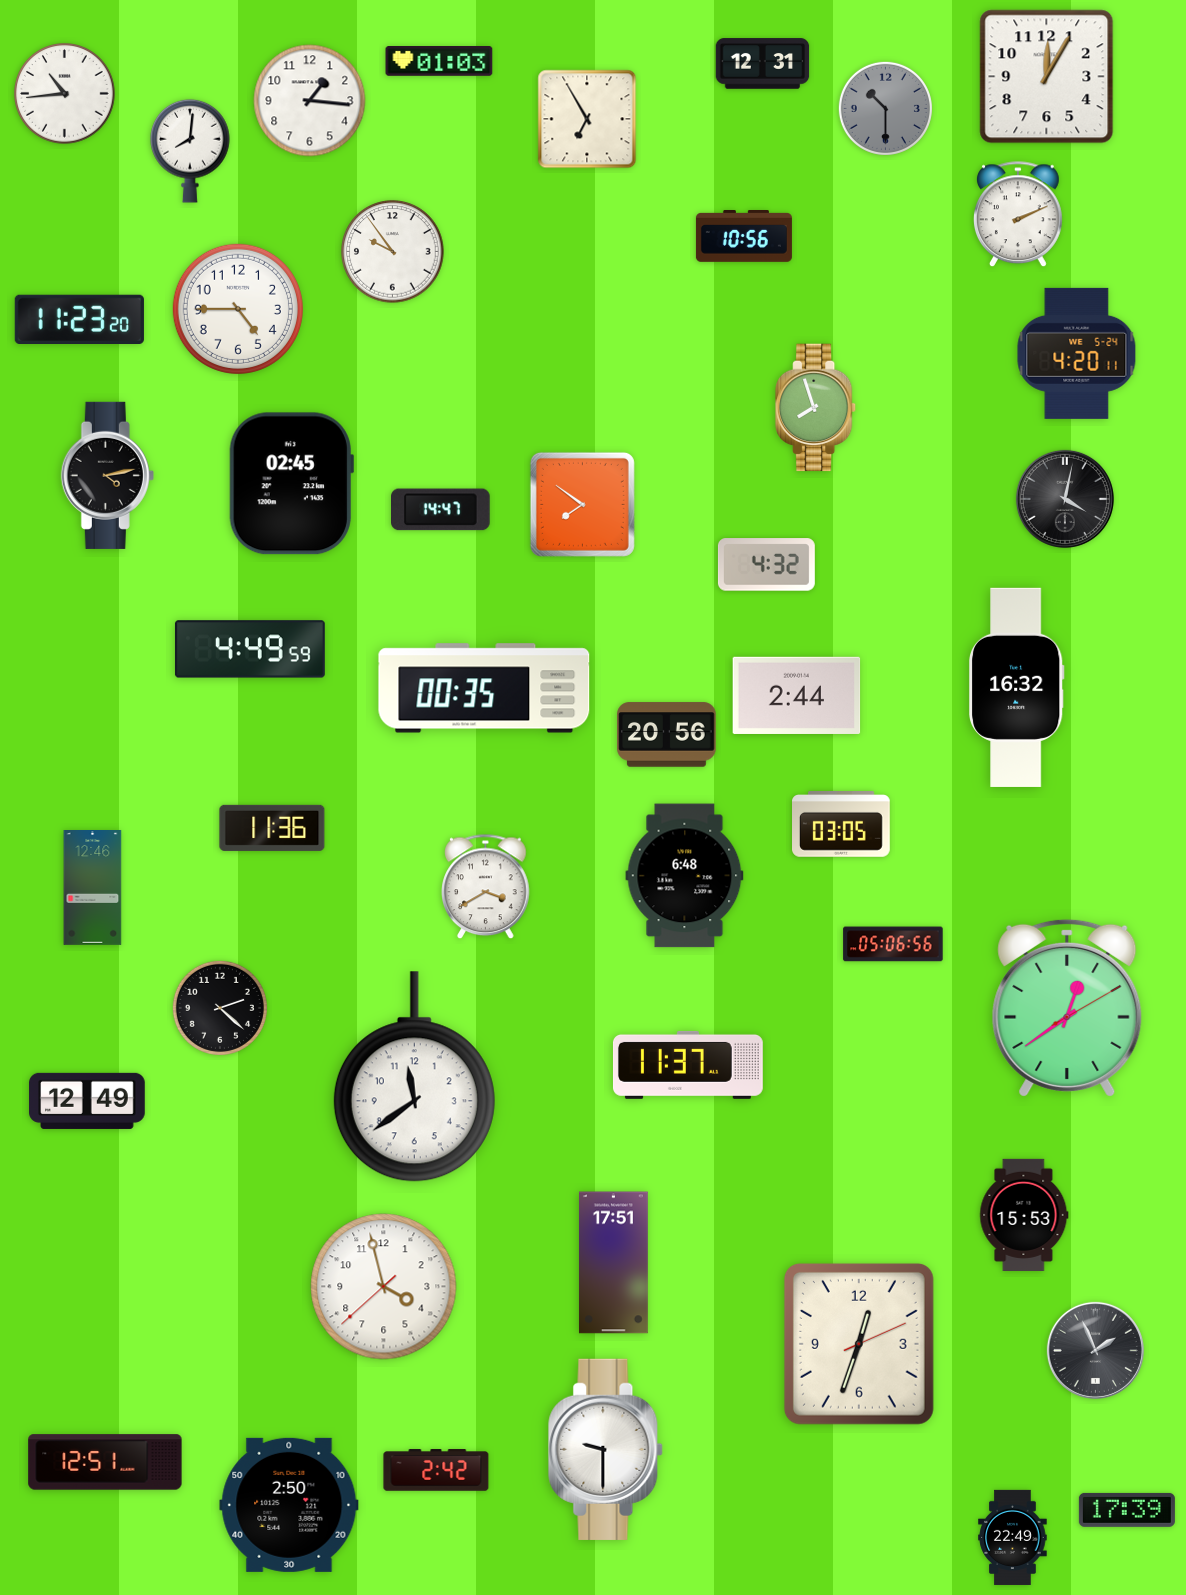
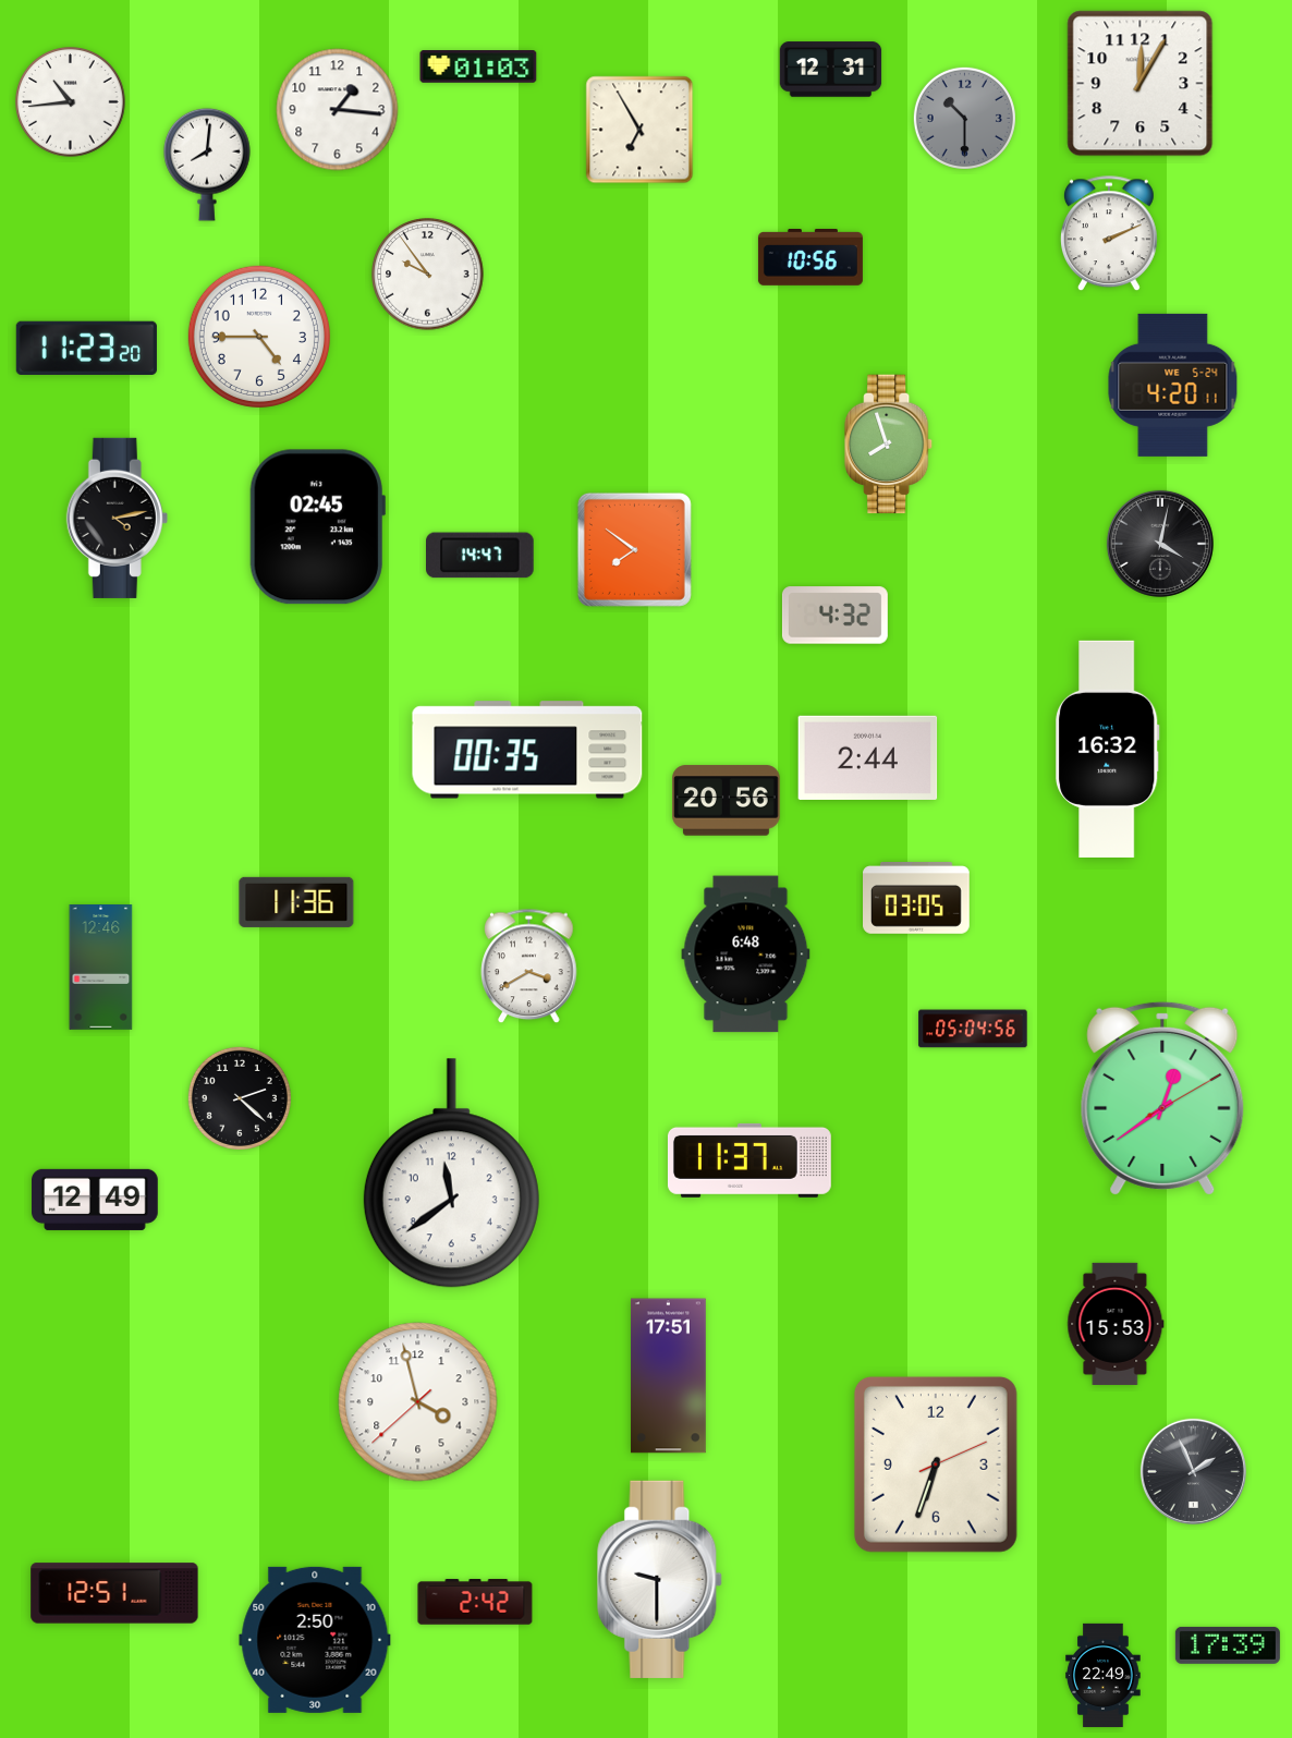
clock at (250, 649): 4:49 -> none
clock at (893, 944): 05:06 -> 05:04
clock at (859, 1344): 12:33 -> 6:33
